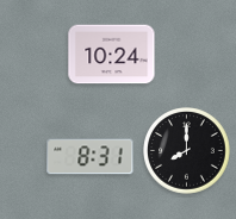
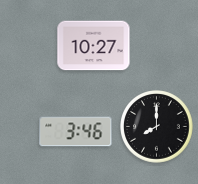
clock at (112, 55): 10:24 -> 10:27
clock at (91, 157): 8:31 -> 3:46
